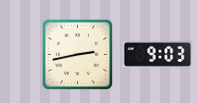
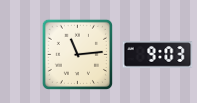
clock at (77, 54): 2:43 -> 11:14
